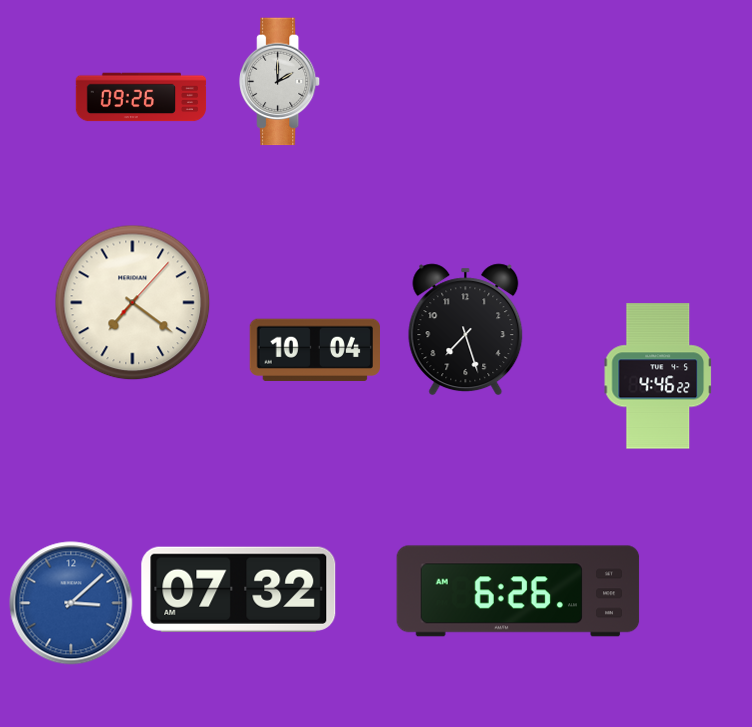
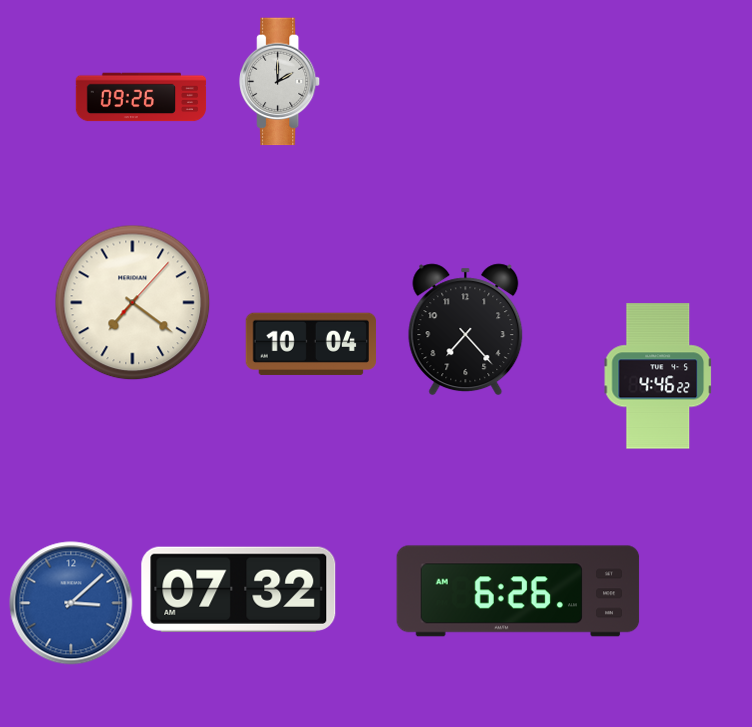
clock at (466, 330): 7:27 -> 7:23
clock at (315, 349) position: (315, 349) -> (311, 343)
